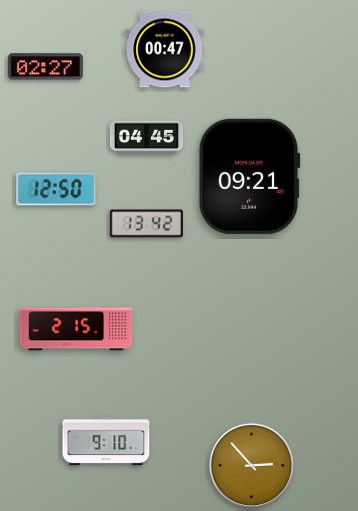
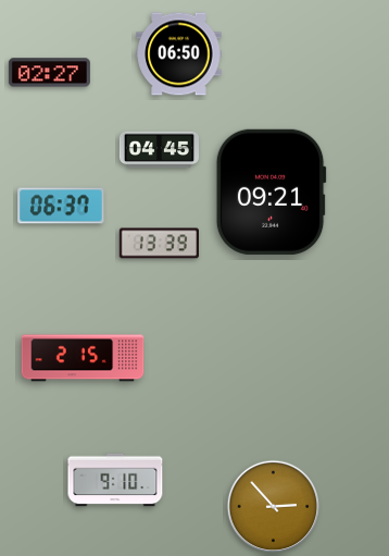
clock at (165, 50): 00:47 -> 06:50
clock at (56, 189): 12:50 -> 06:37
clock at (146, 224): 13:42 -> 13:39
